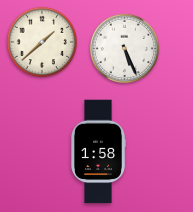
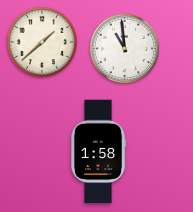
clock at (125, 49): 5:26 -> 10:59
